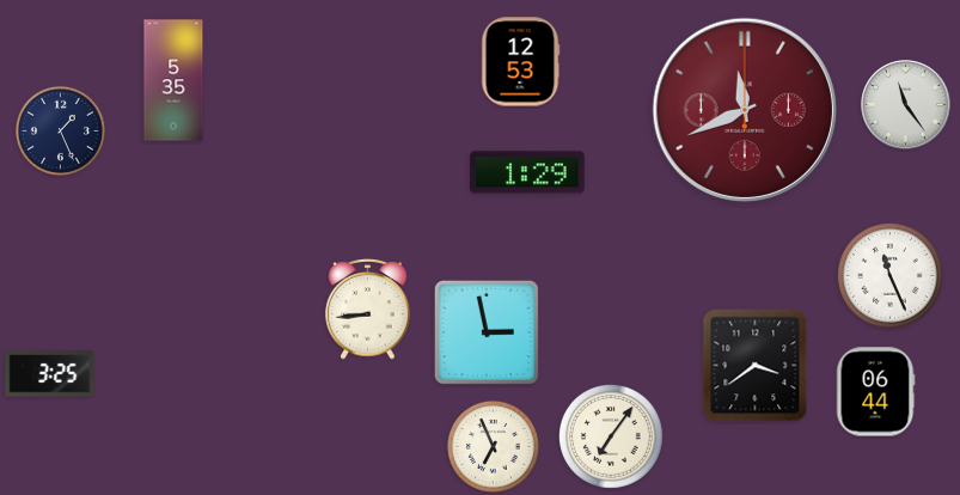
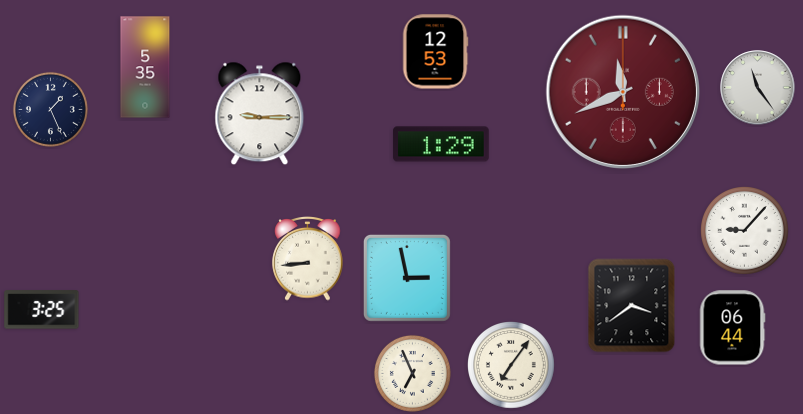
clock at (260, 114): none -> 9:15
clock at (891, 276): 11:26 -> 9:07
clock at (50, 374) position: (50, 374) -> (42, 310)
